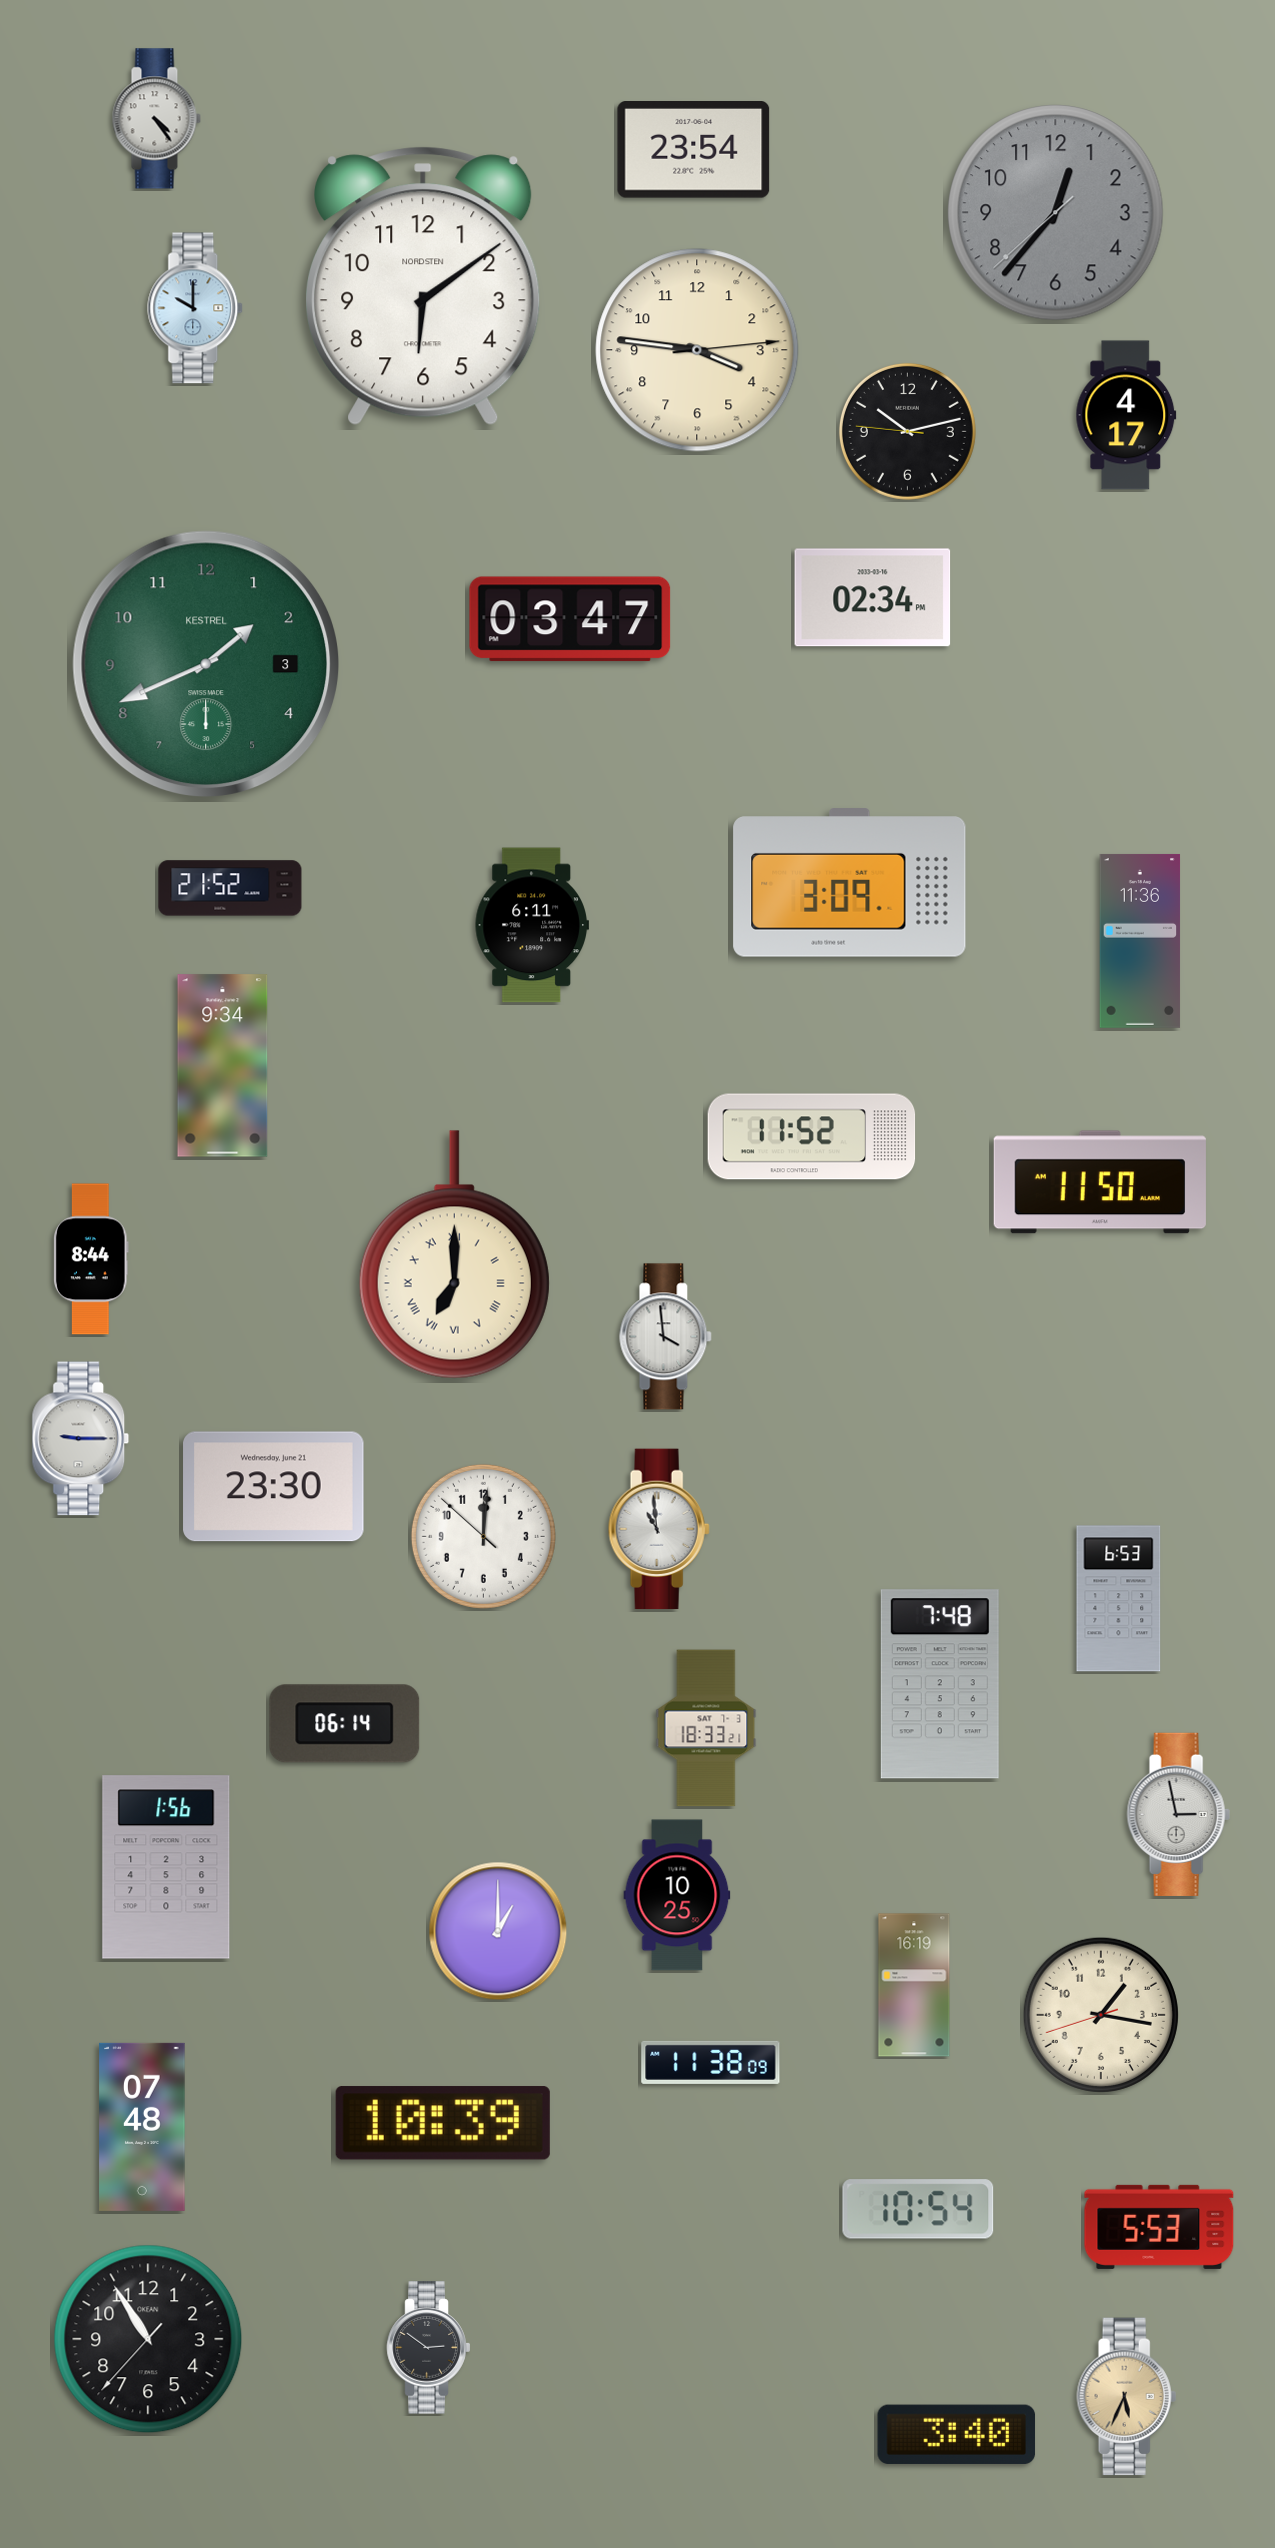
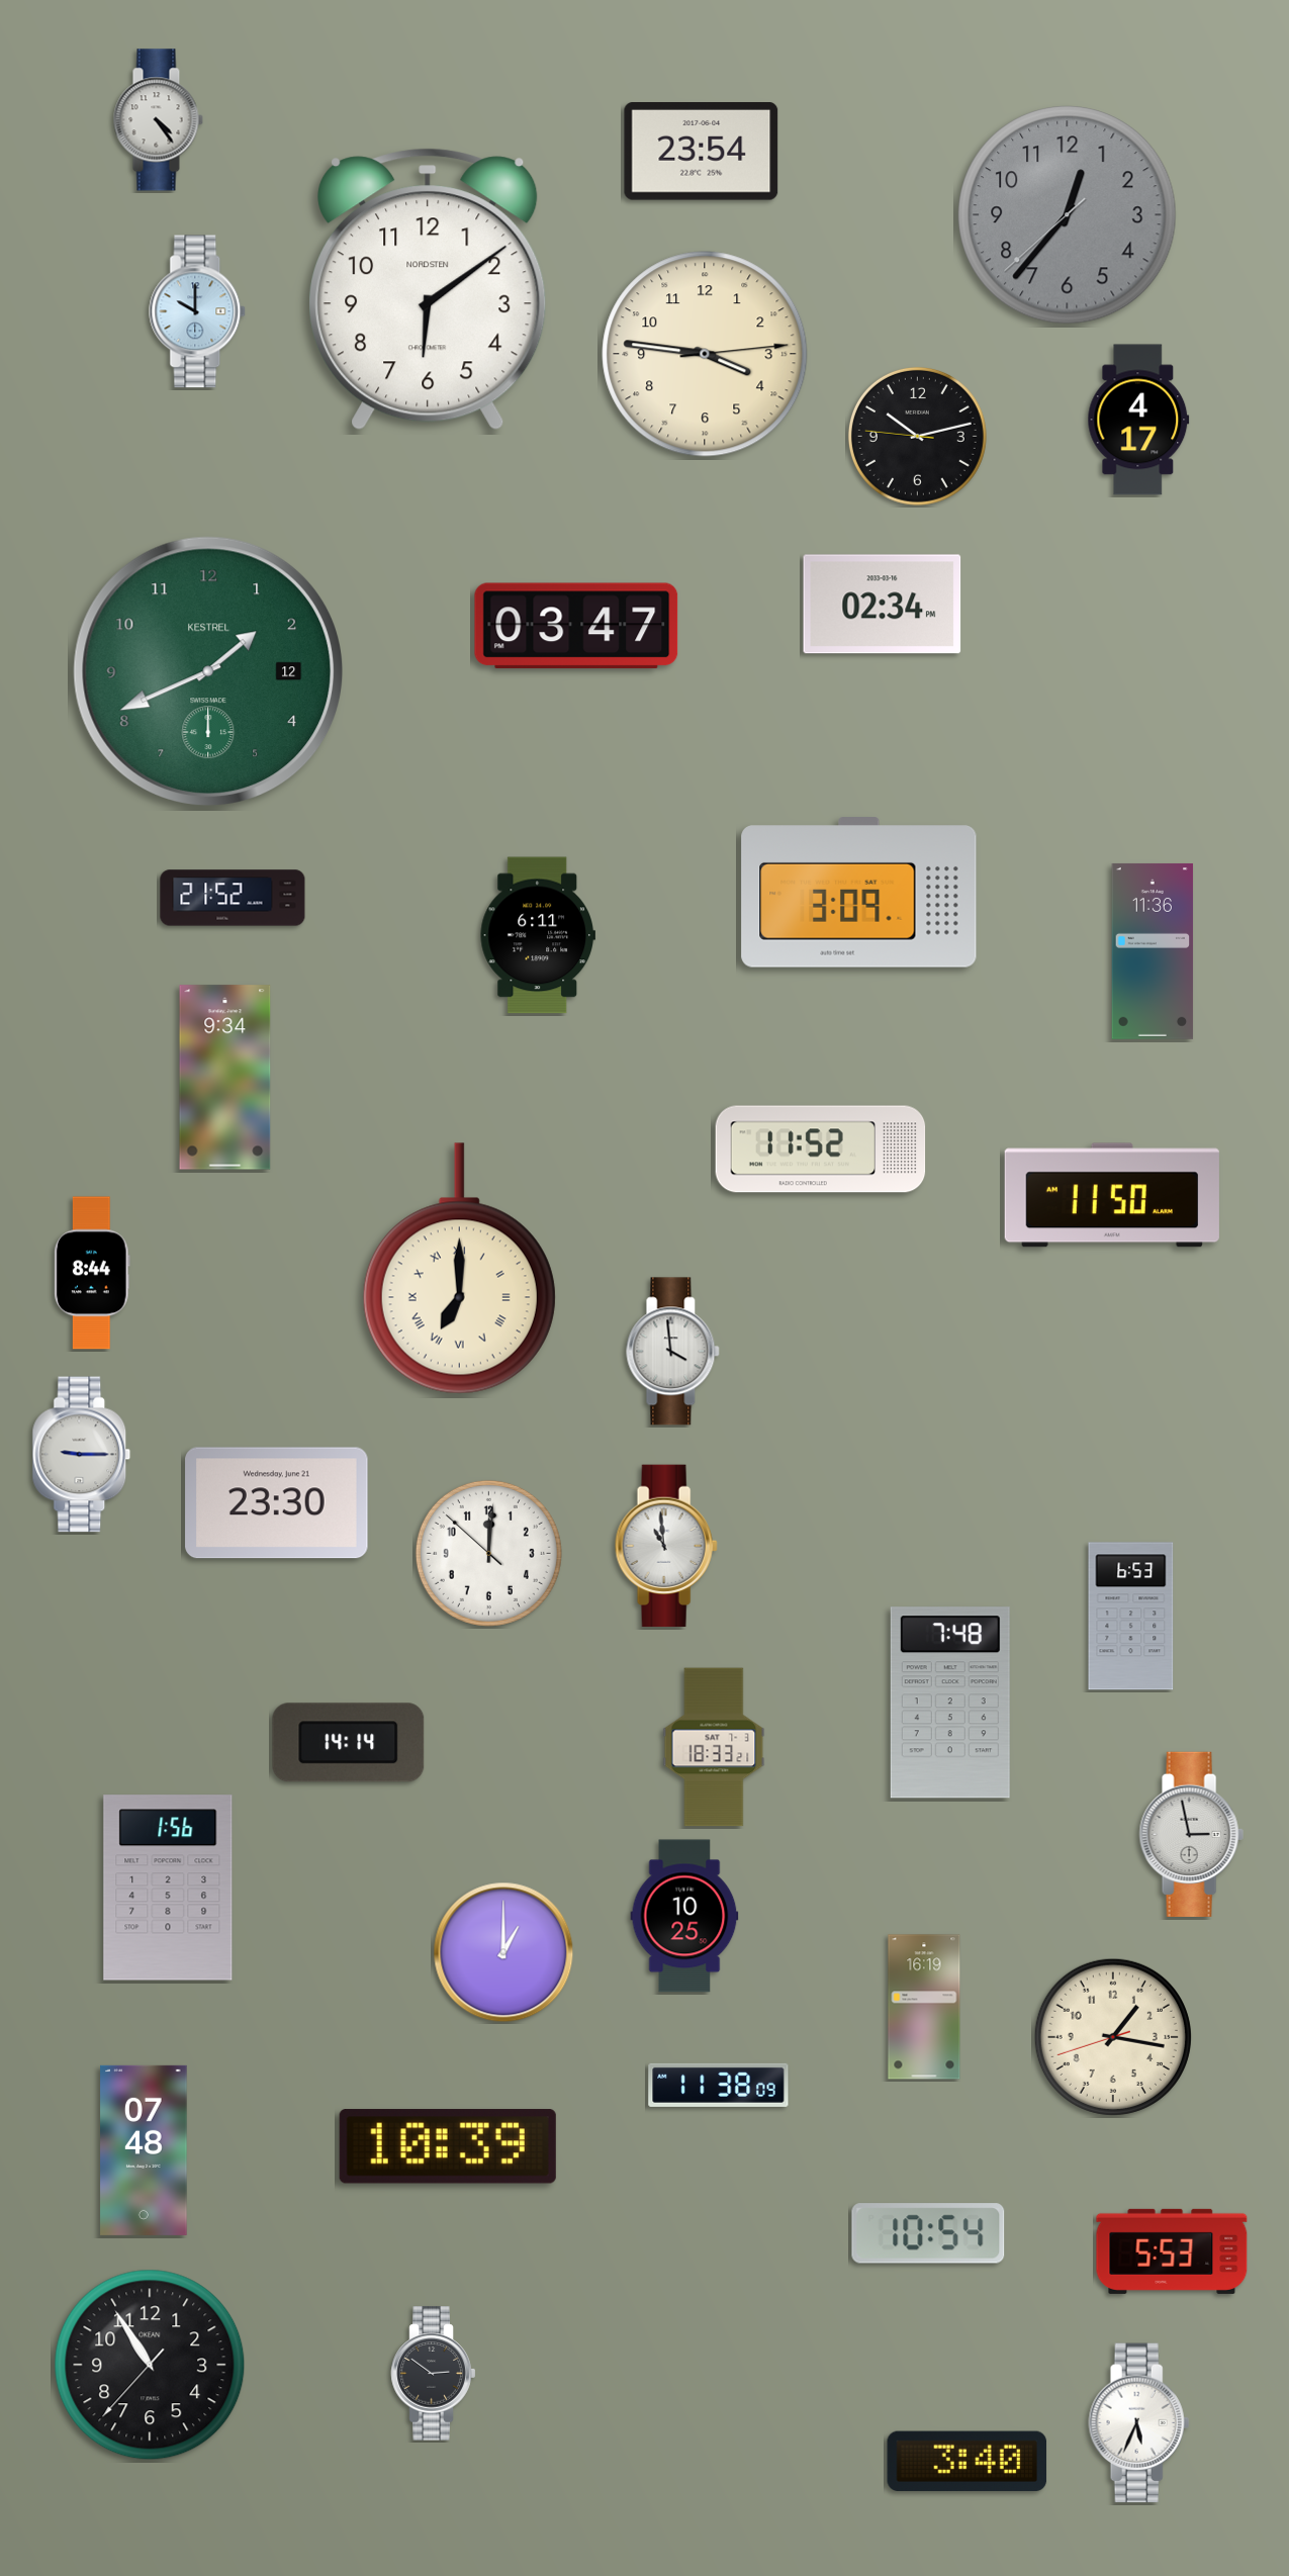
clock at (205, 663) date: 3 -> 12
clock at (345, 1724): 06:14 -> 14:14
clock at (1127, 2397) dial: champagne -> white
